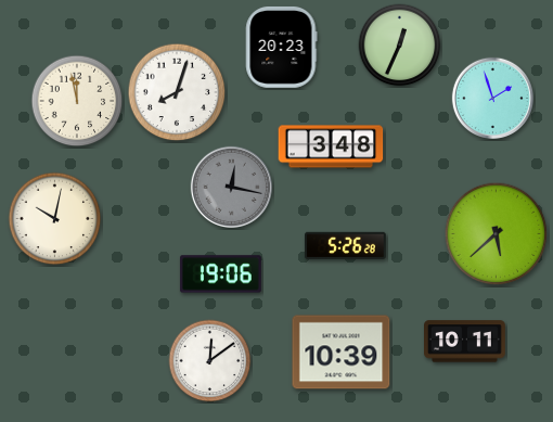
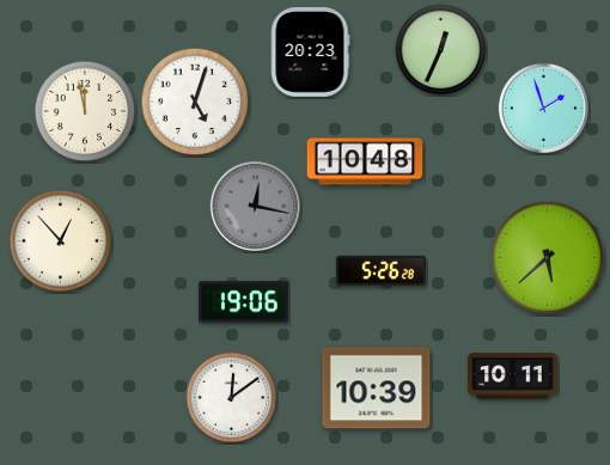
clock at (177, 92): 8:03 -> 5:03
clock at (331, 146): 3:48 -> 10:48
clock at (55, 219): 10:02 -> 12:53
